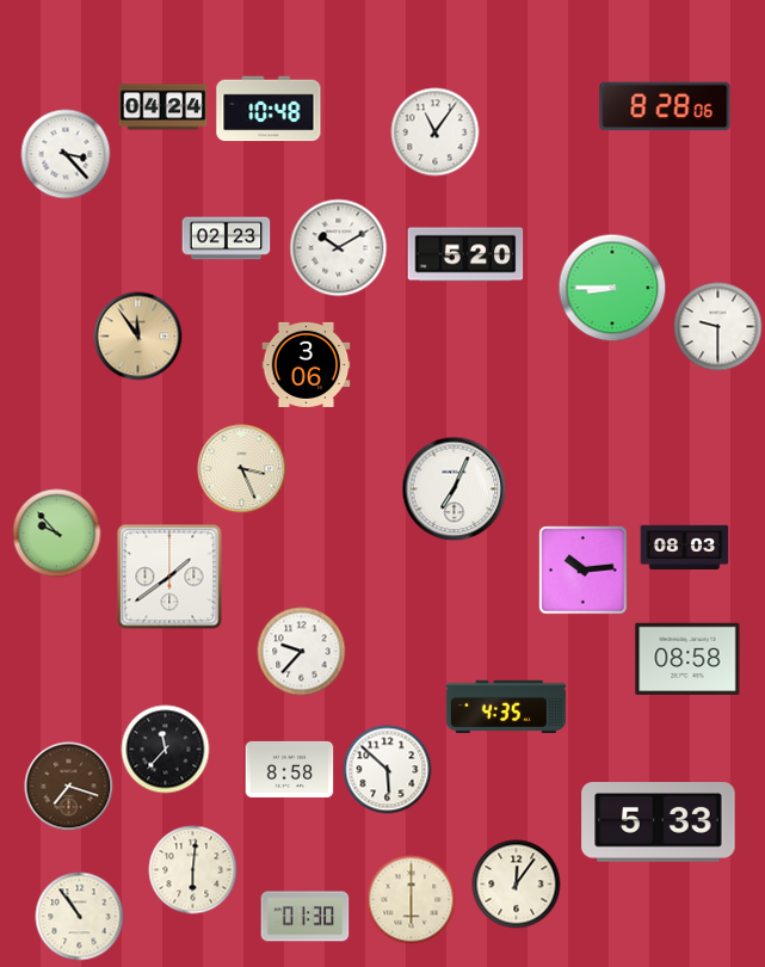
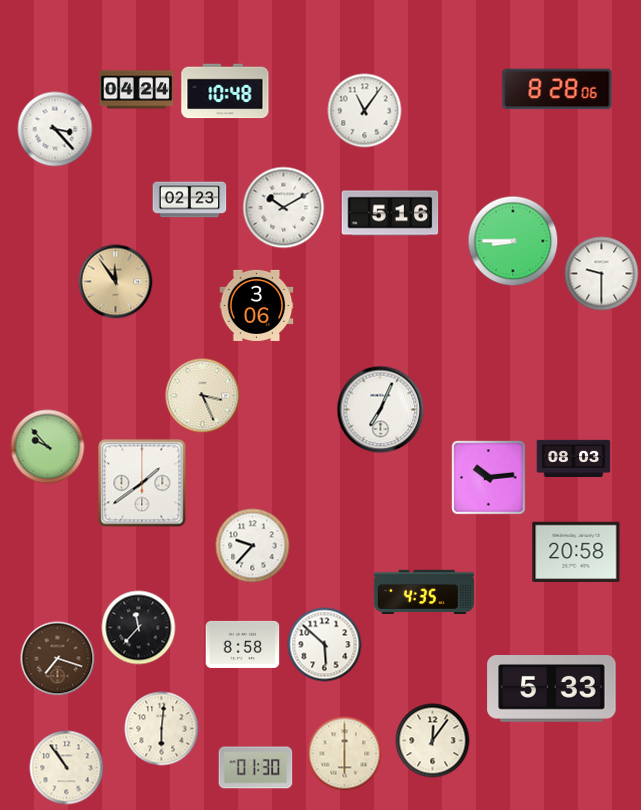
clock at (465, 254): 5:20 -> 5:16
clock at (242, 469) position: (242, 469) -> (203, 396)
clock at (687, 659): 08:58 -> 20:58
